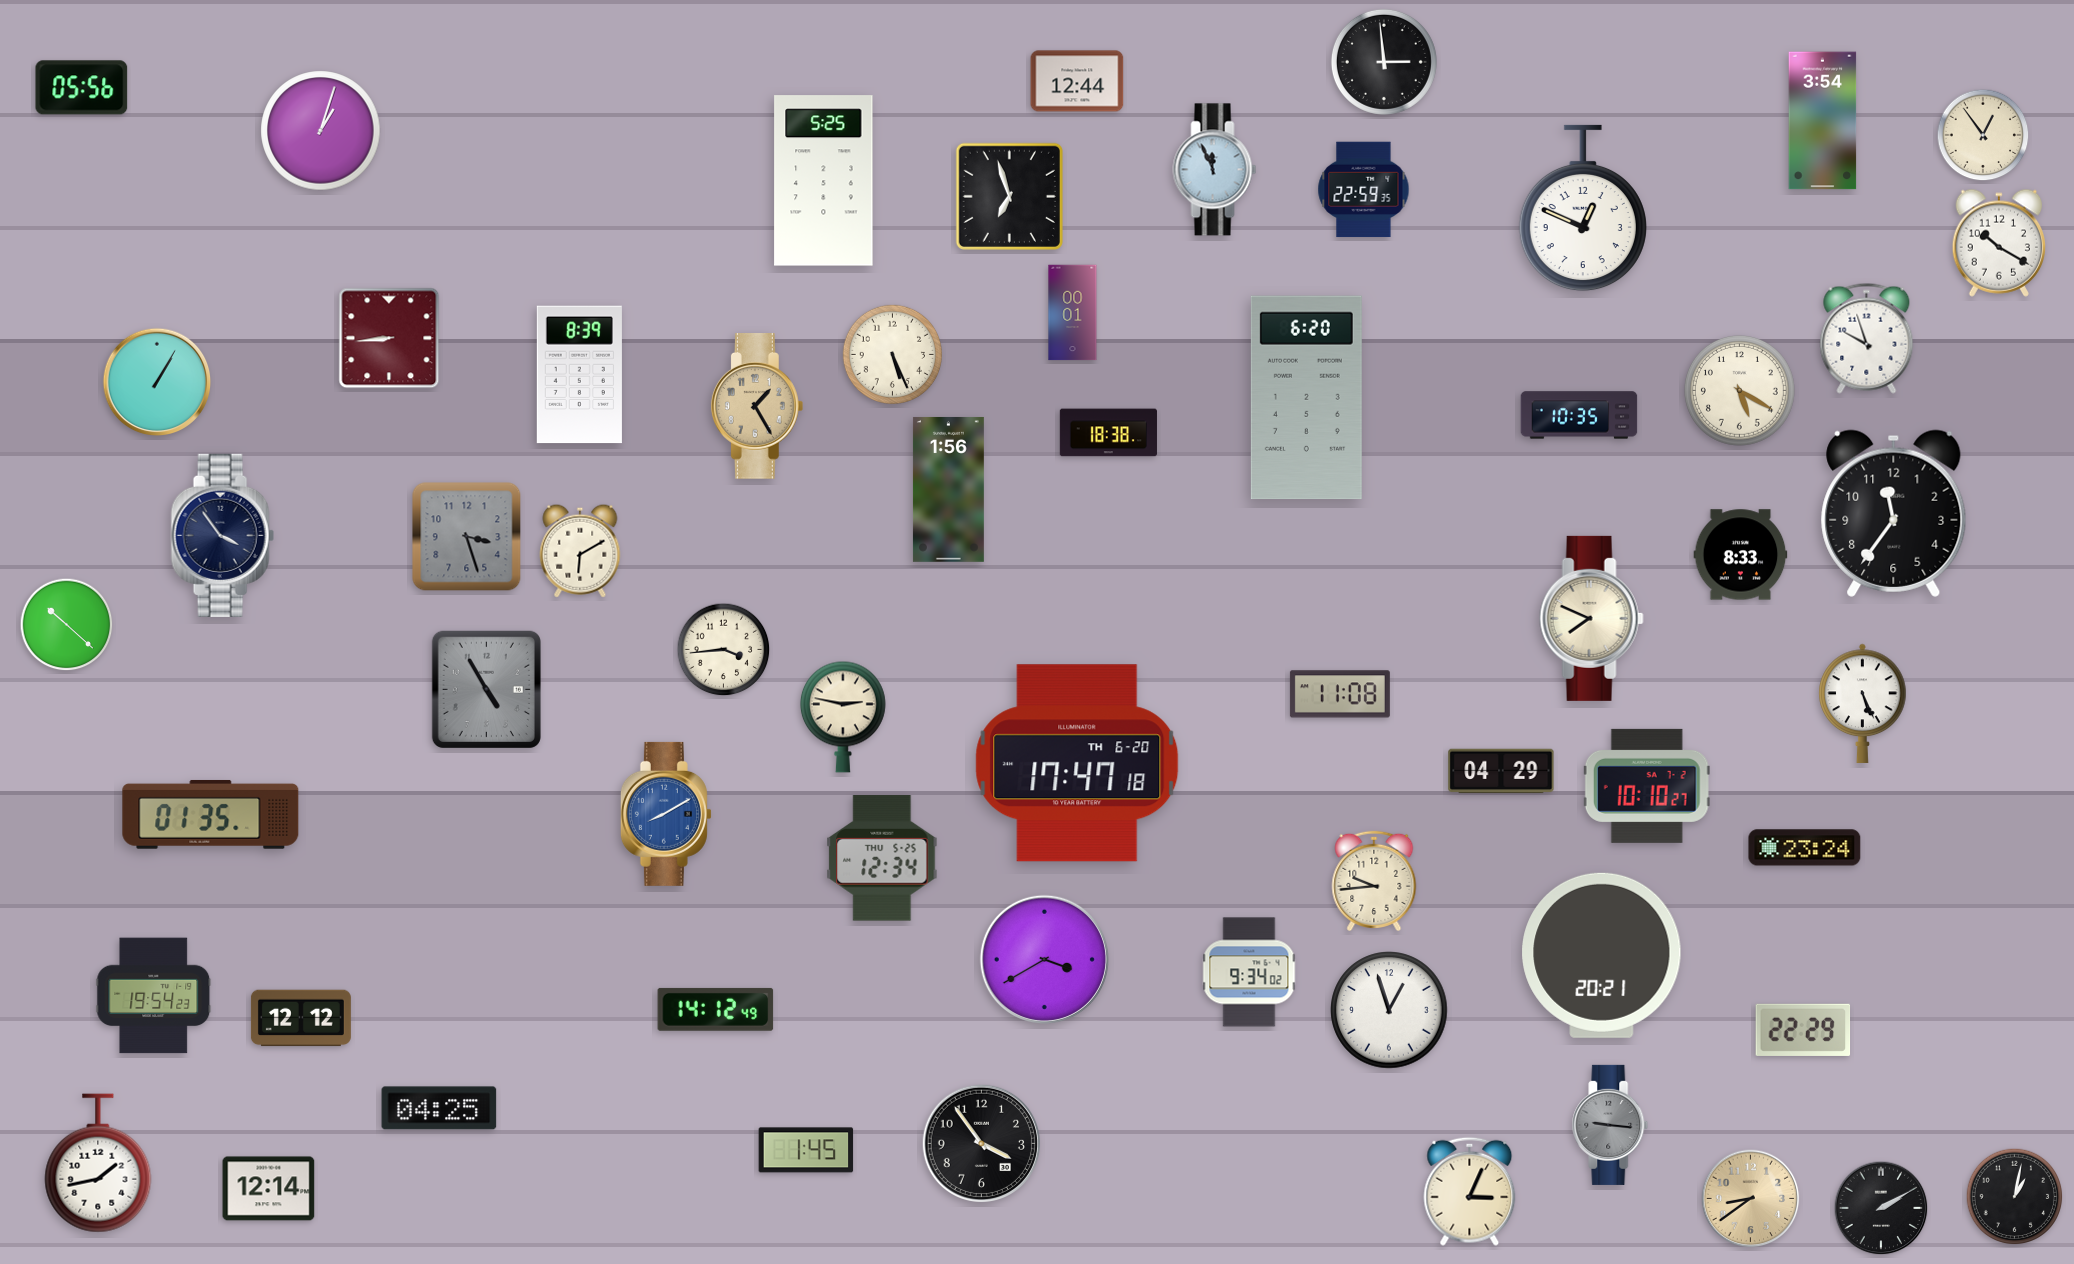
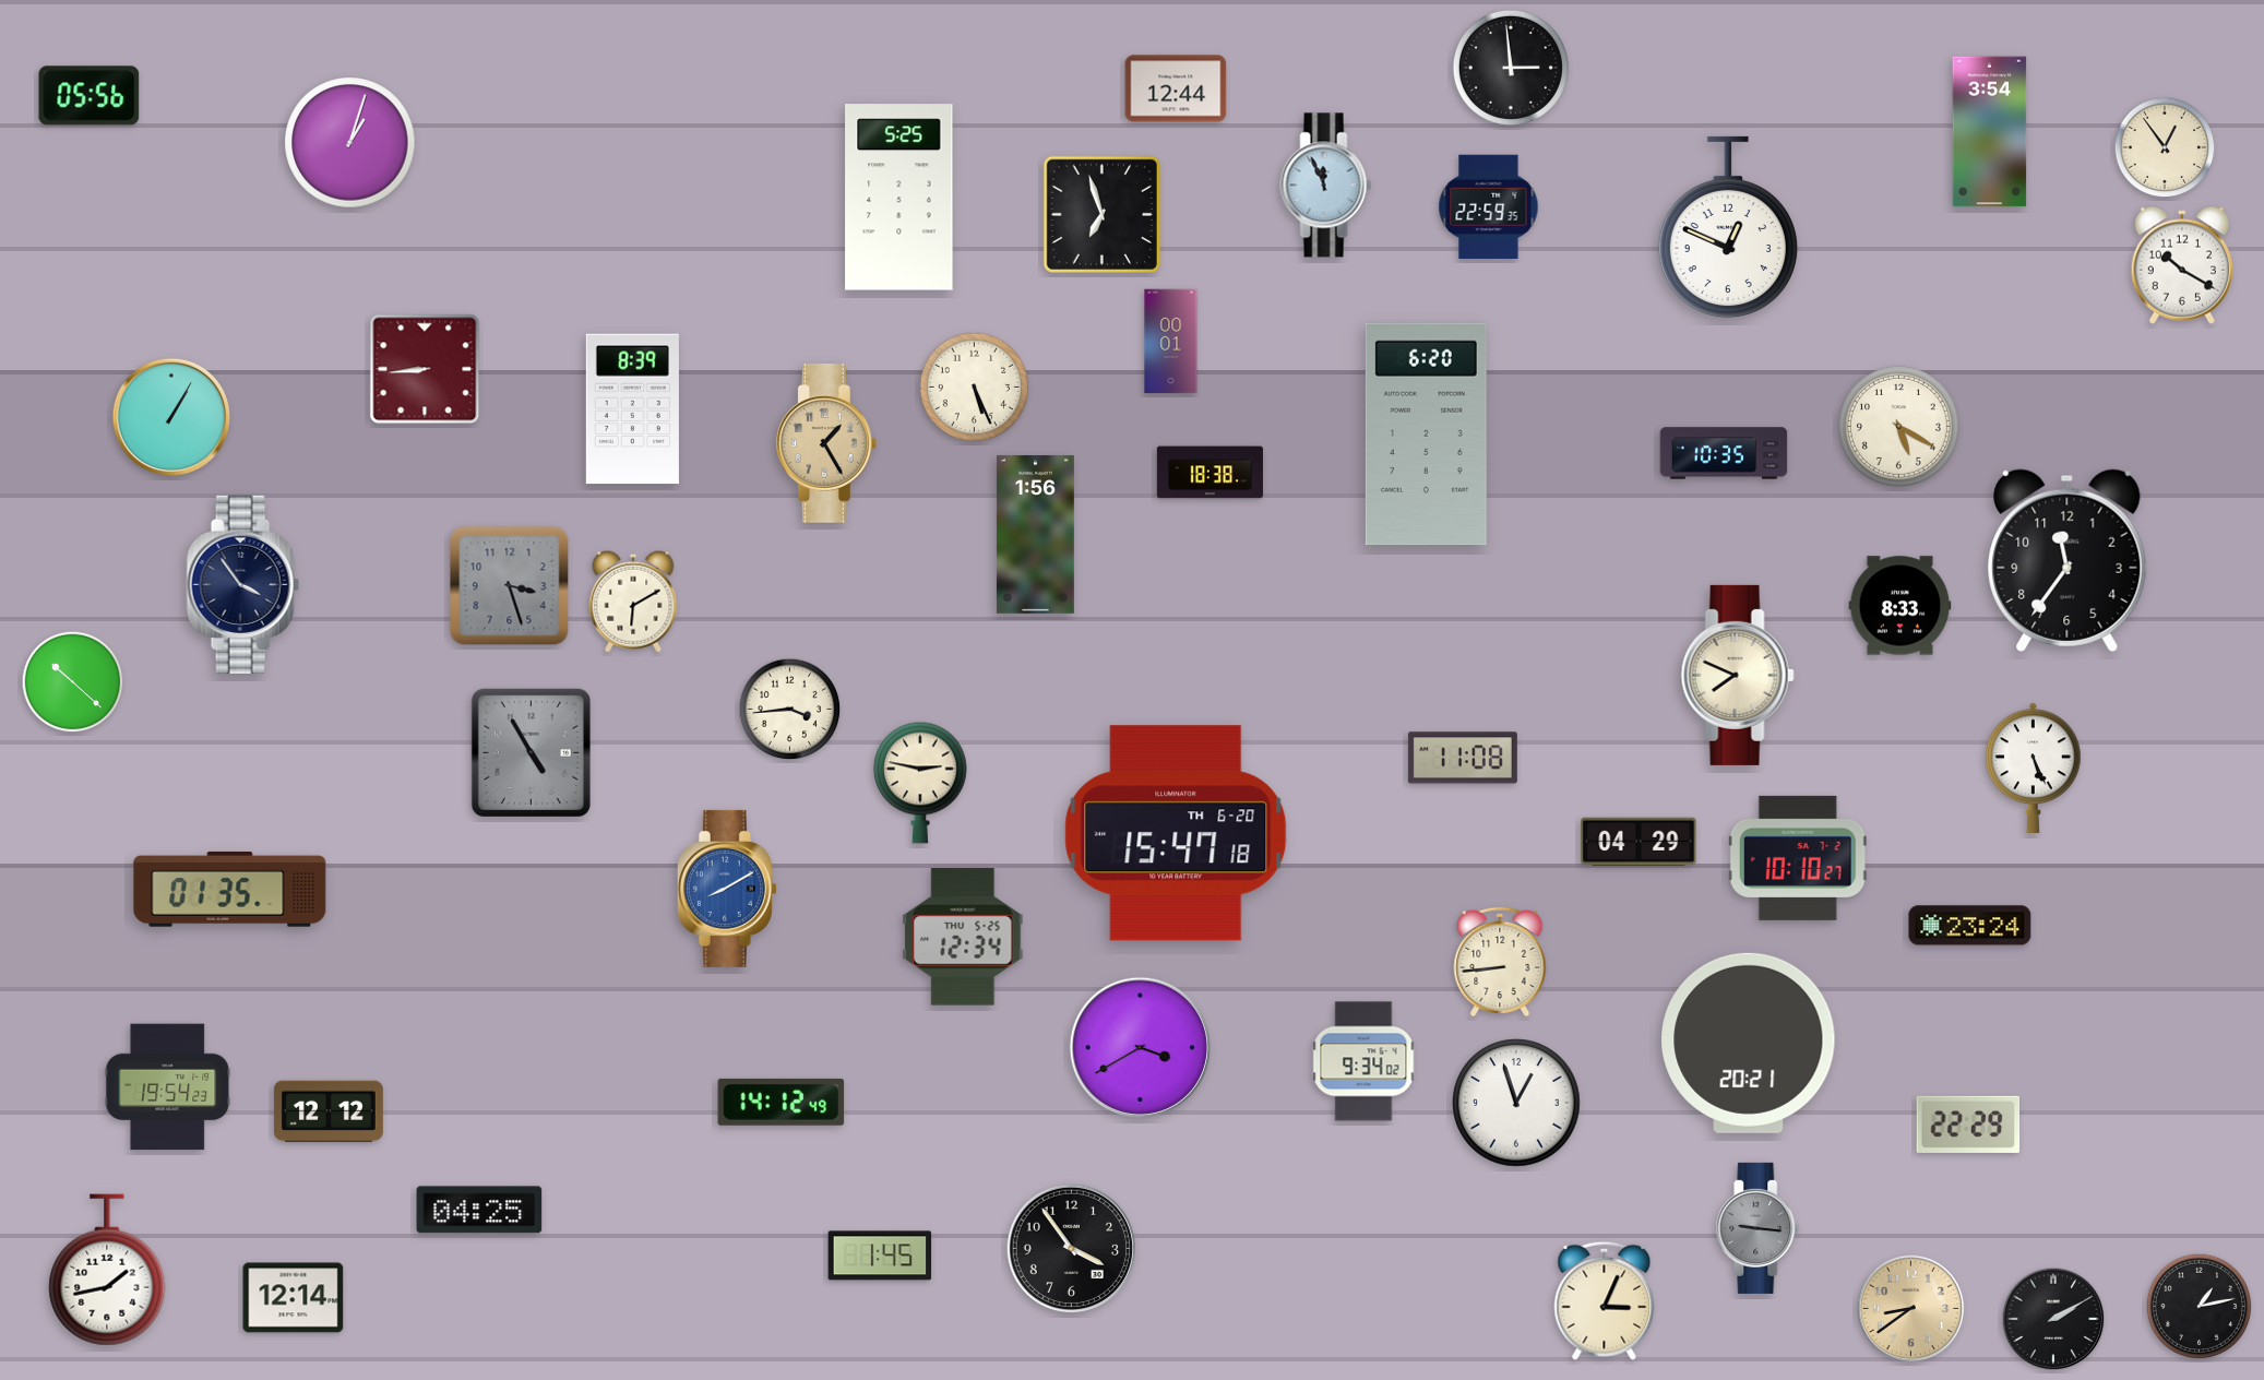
clock at (1867, 338): 9:57 -> none
clock at (1077, 763): 17:47 -> 15:47
clock at (1374, 880): 9:44 -> 8:44
clock at (2015, 1197): 1:02 -> 1:13
